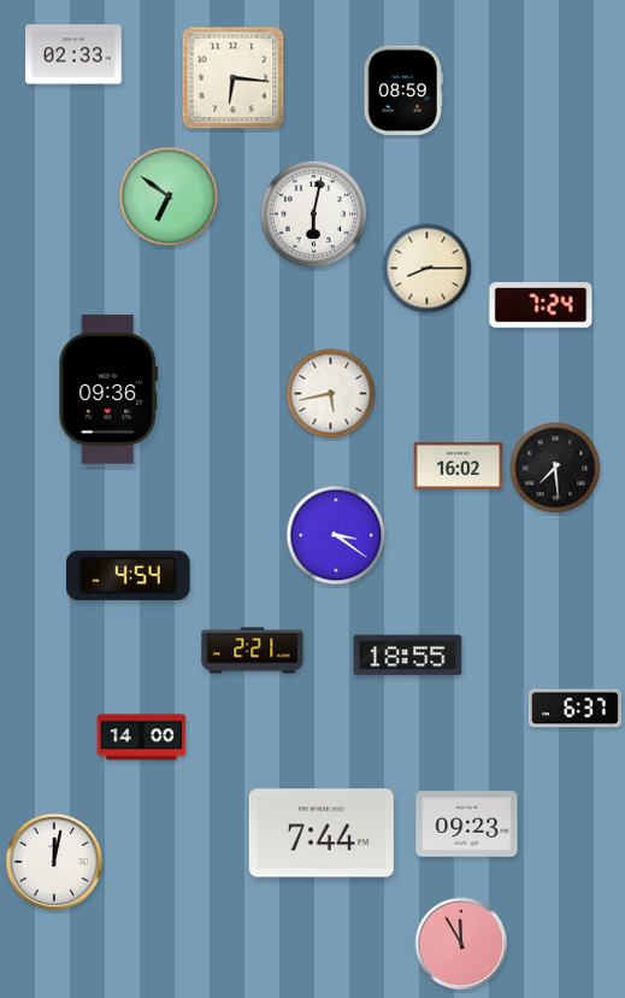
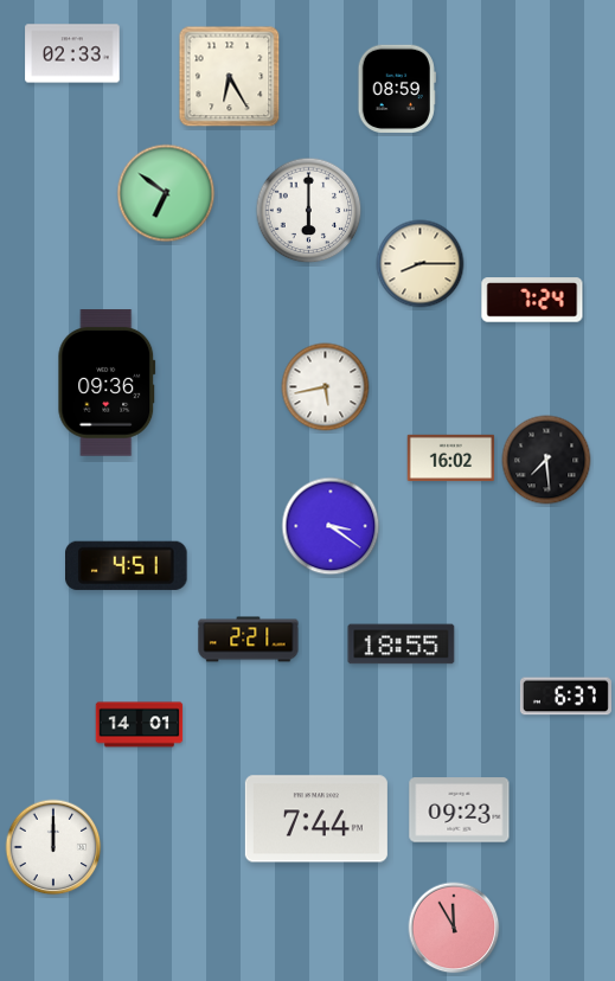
clock at (234, 78): 6:16 -> 6:25
clock at (314, 215): 6:02 -> 6:00
clock at (129, 575): 4:54 -> 4:51
clock at (142, 738): 14:00 -> 14:01
clock at (54, 862): 12:02 -> 12:00
